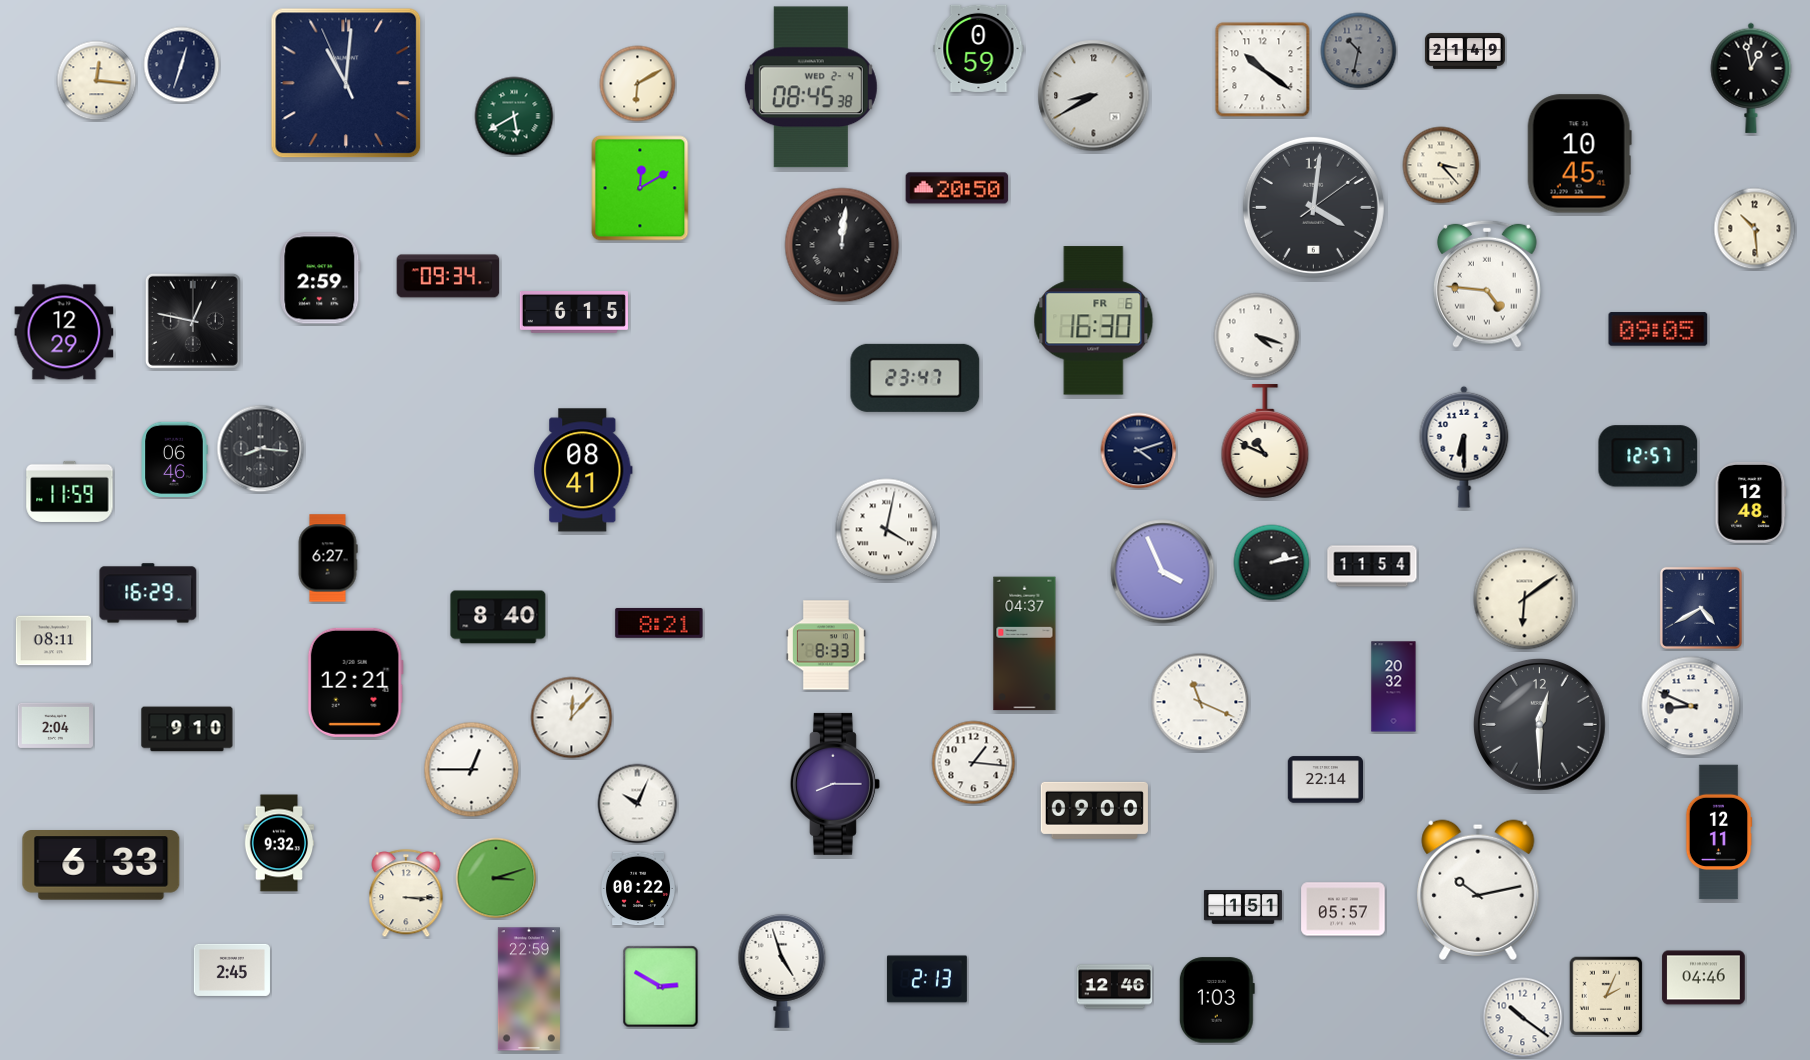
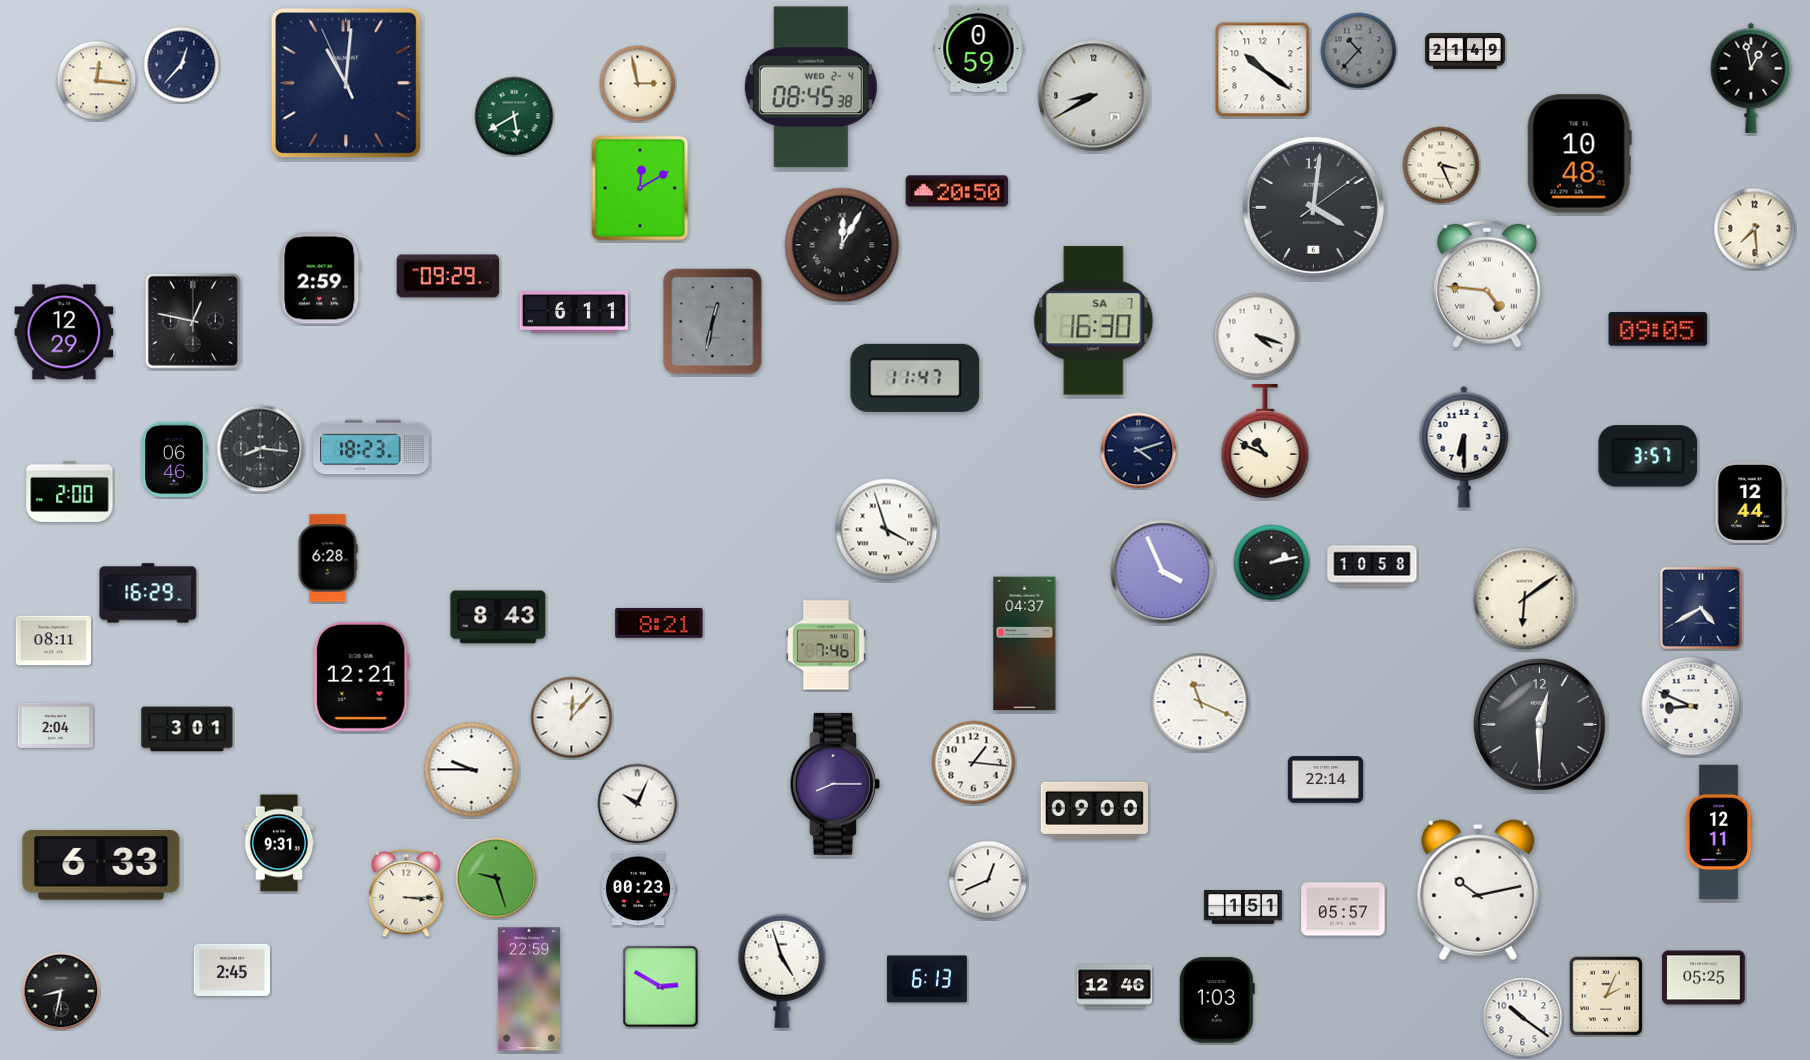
clock at (1359, 51): 10:32 -> 10:37
clock at (182, 65): 12:33 -> 12:37
clock at (638, 84): 6:10 -> 2:58
clock at (1579, 154): 10:45 -> 10:48
clock at (1441, 165): 3:23 -> 3:26
clock at (957, 188) position: (957, 188) -> (957, 191)
clock at (1755, 229): 10:29 -> 7:29
clock at (842, 245): 12:01 -> 12:05
clock at (448, 276): 09:34 -> 09:29
clock at (574, 313): 6:15 -> 6:11
clock at (1094, 321) date: FR 6 -> SA 7
clock at (713, 322): none -> 12:32
clock at (915, 378): 23:47 -> 11:47
clock at (371, 447): none -> 18:23
clock at (1648, 456): 12:57 -> 3:57
clock at (583, 470): 08:41 -> none
clock at (70, 491): 11:59 -> 2:00
clock at (1751, 502): 12:48 -> 12:44
clock at (887, 530): 4:02 -> 3:57
clock at (328, 558): 6:27 -> 6:28
clock at (1372, 566): 11:54 -> 10:58
clock at (498, 617): 8:40 -> 8:43
clock at (826, 645): 8:33 -> 7:46
clock at (355, 682) position: (355, 682) -> (361, 676)
clock at (1394, 687): 20:32 -> none
clock at (187, 729): 9:10 -> 3:01
clock at (472, 770): 12:45 -> 9:45
clock at (279, 843): 9:32 -> 9:31
clock at (496, 878): 3:12 -> 9:27
clock at (988, 880): none -> 12:41
clock at (637, 889): 00:22 -> 00:23
clock at (1704, 978): 04:46 -> 05:25
clock at (927, 979): 2:13 -> 6:13
clock at (61, 991): none -> 8:32
